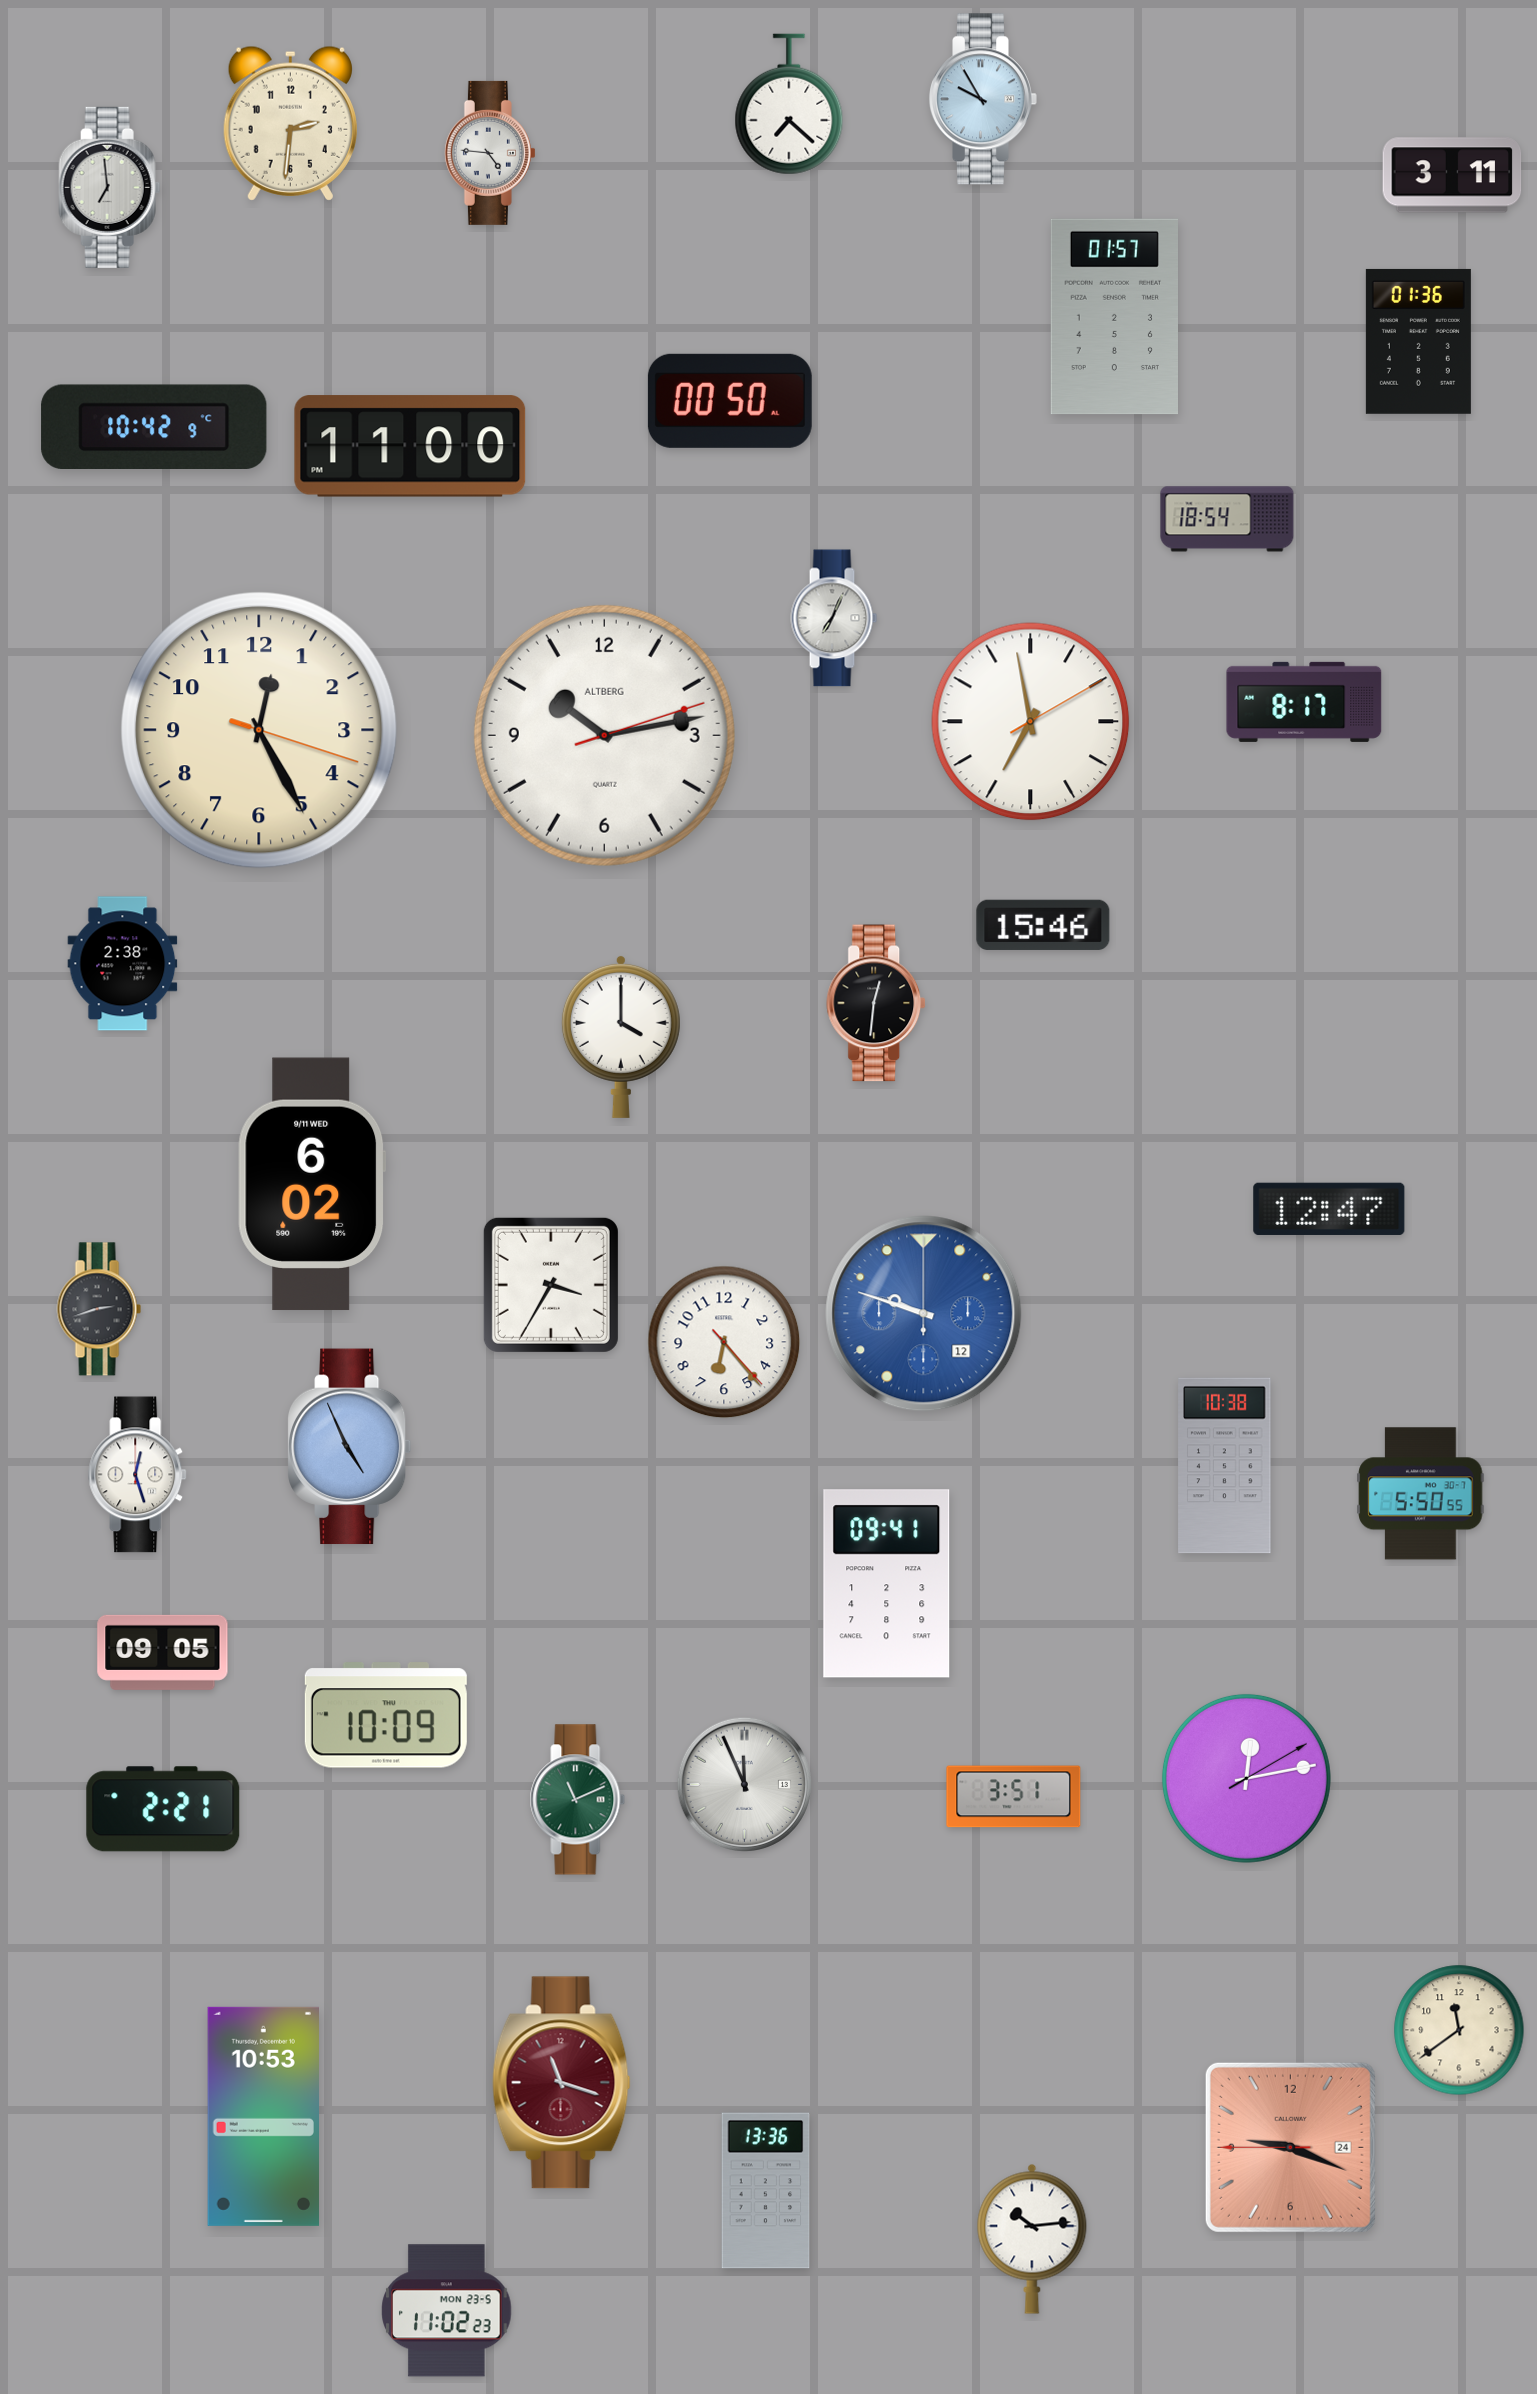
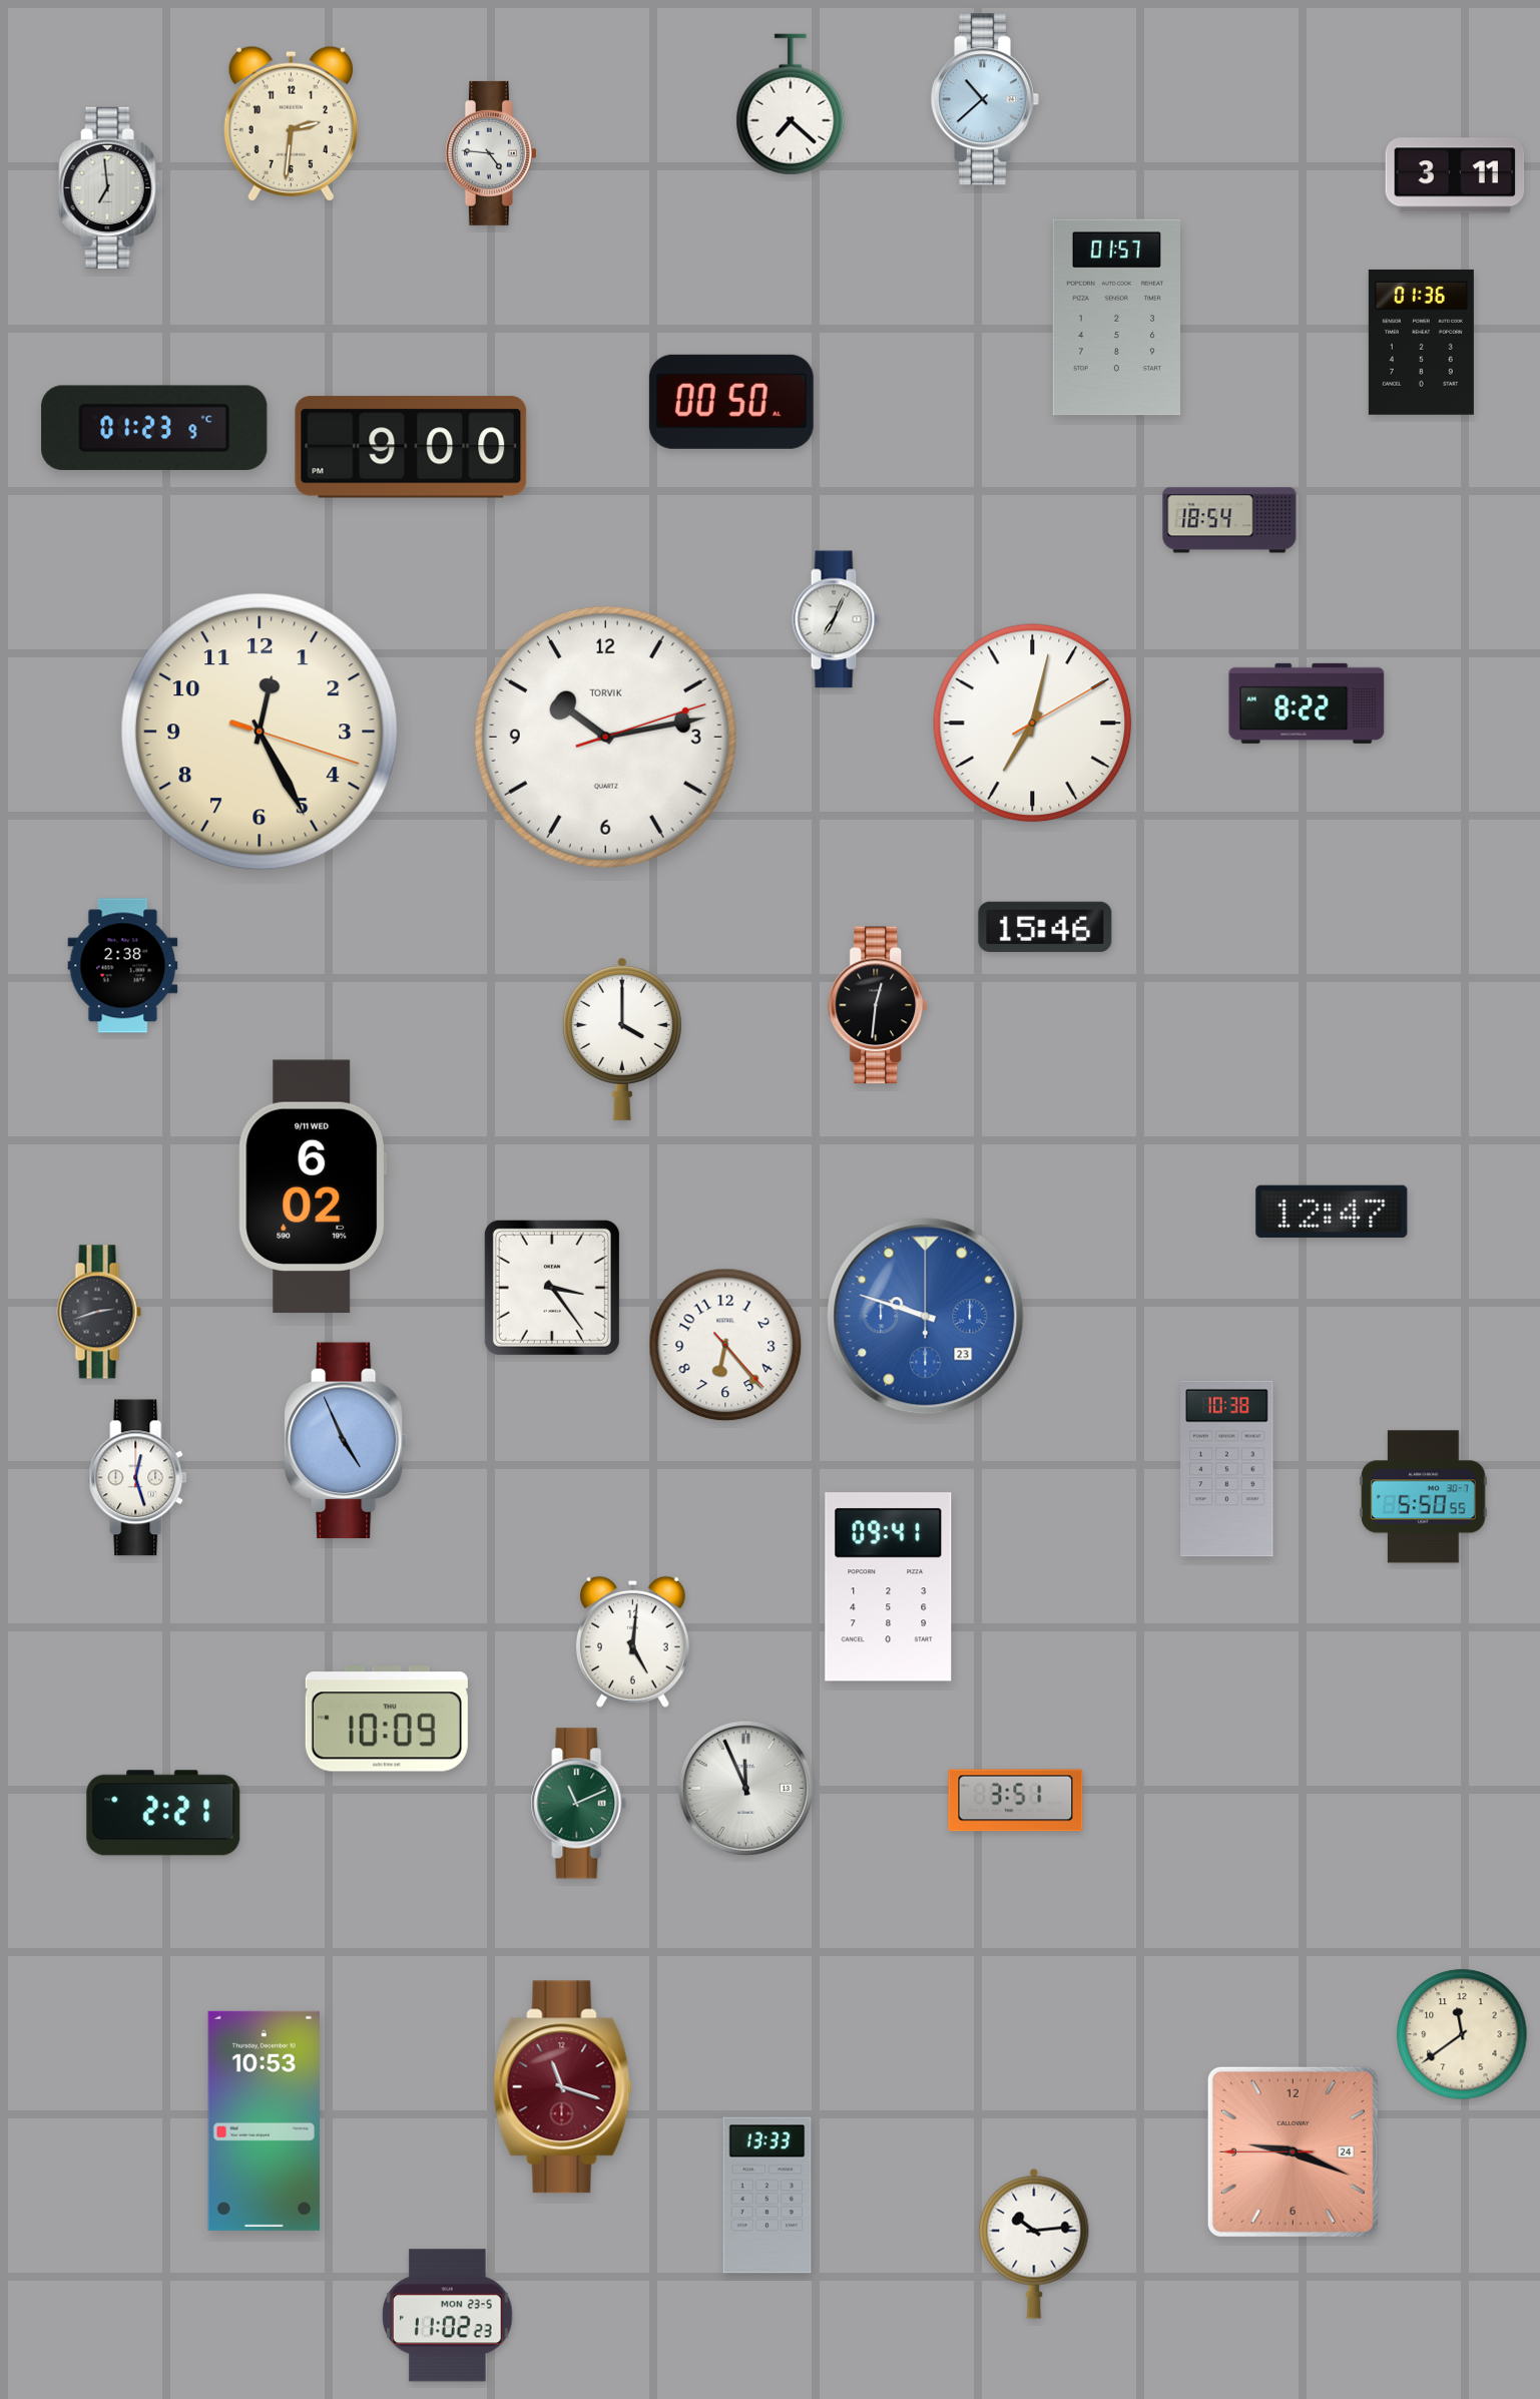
clock at (982, 99): 9:55 -> 10:38
clock at (154, 427): 10:42 -> 01:23
clock at (410, 446): 11:00 -> 9:00
clock at (1304, 702): 8:17 -> 8:22
clock at (1031, 722): 6:58 -> 7:02
clock at (604, 735) brand: ALTBERG -> TORVIK
clock at (551, 1285): 3:35 -> 3:24
clock at (924, 1314) date: 12 -> 23
clock at (350, 1447) position: (350, 1447) -> (347, 1441)
clock at (632, 1641): none -> 5:01
clock at (163, 1652): 09:05 -> none
clock at (1246, 1778): 12:13 -> none
clock at (766, 2191): 13:36 -> 13:33
